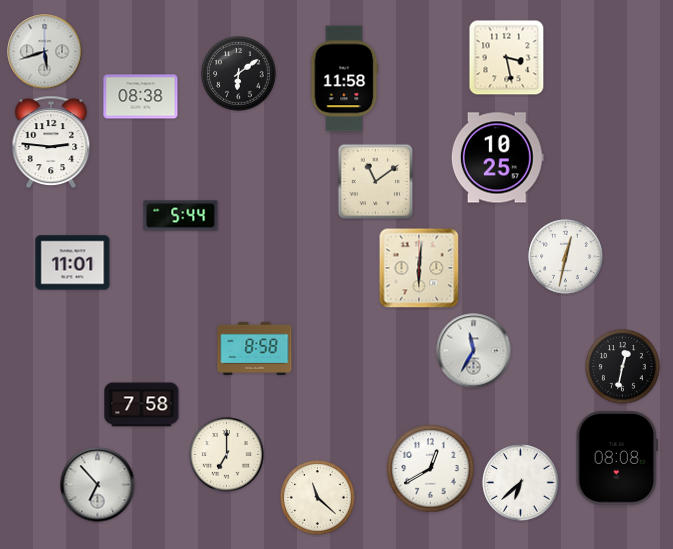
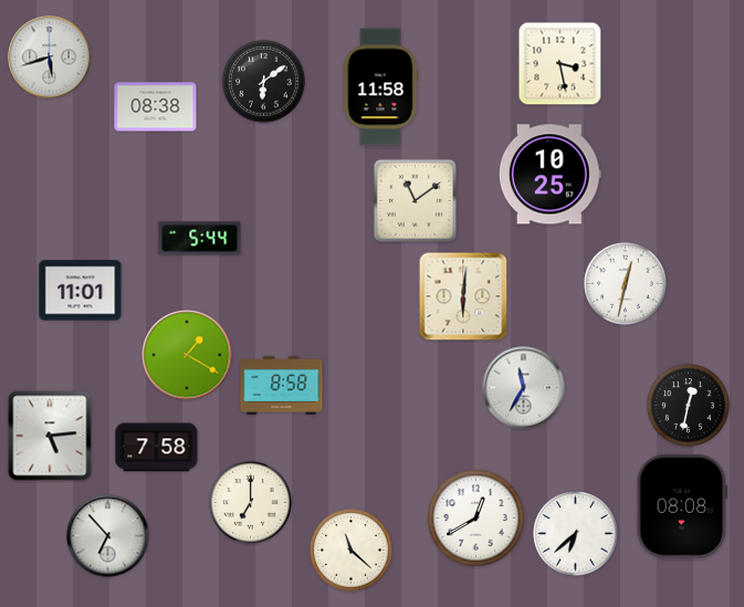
clock at (51, 142): 2:46 -> none
clock at (187, 355): none -> 1:20
clock at (50, 436): none -> 5:14
